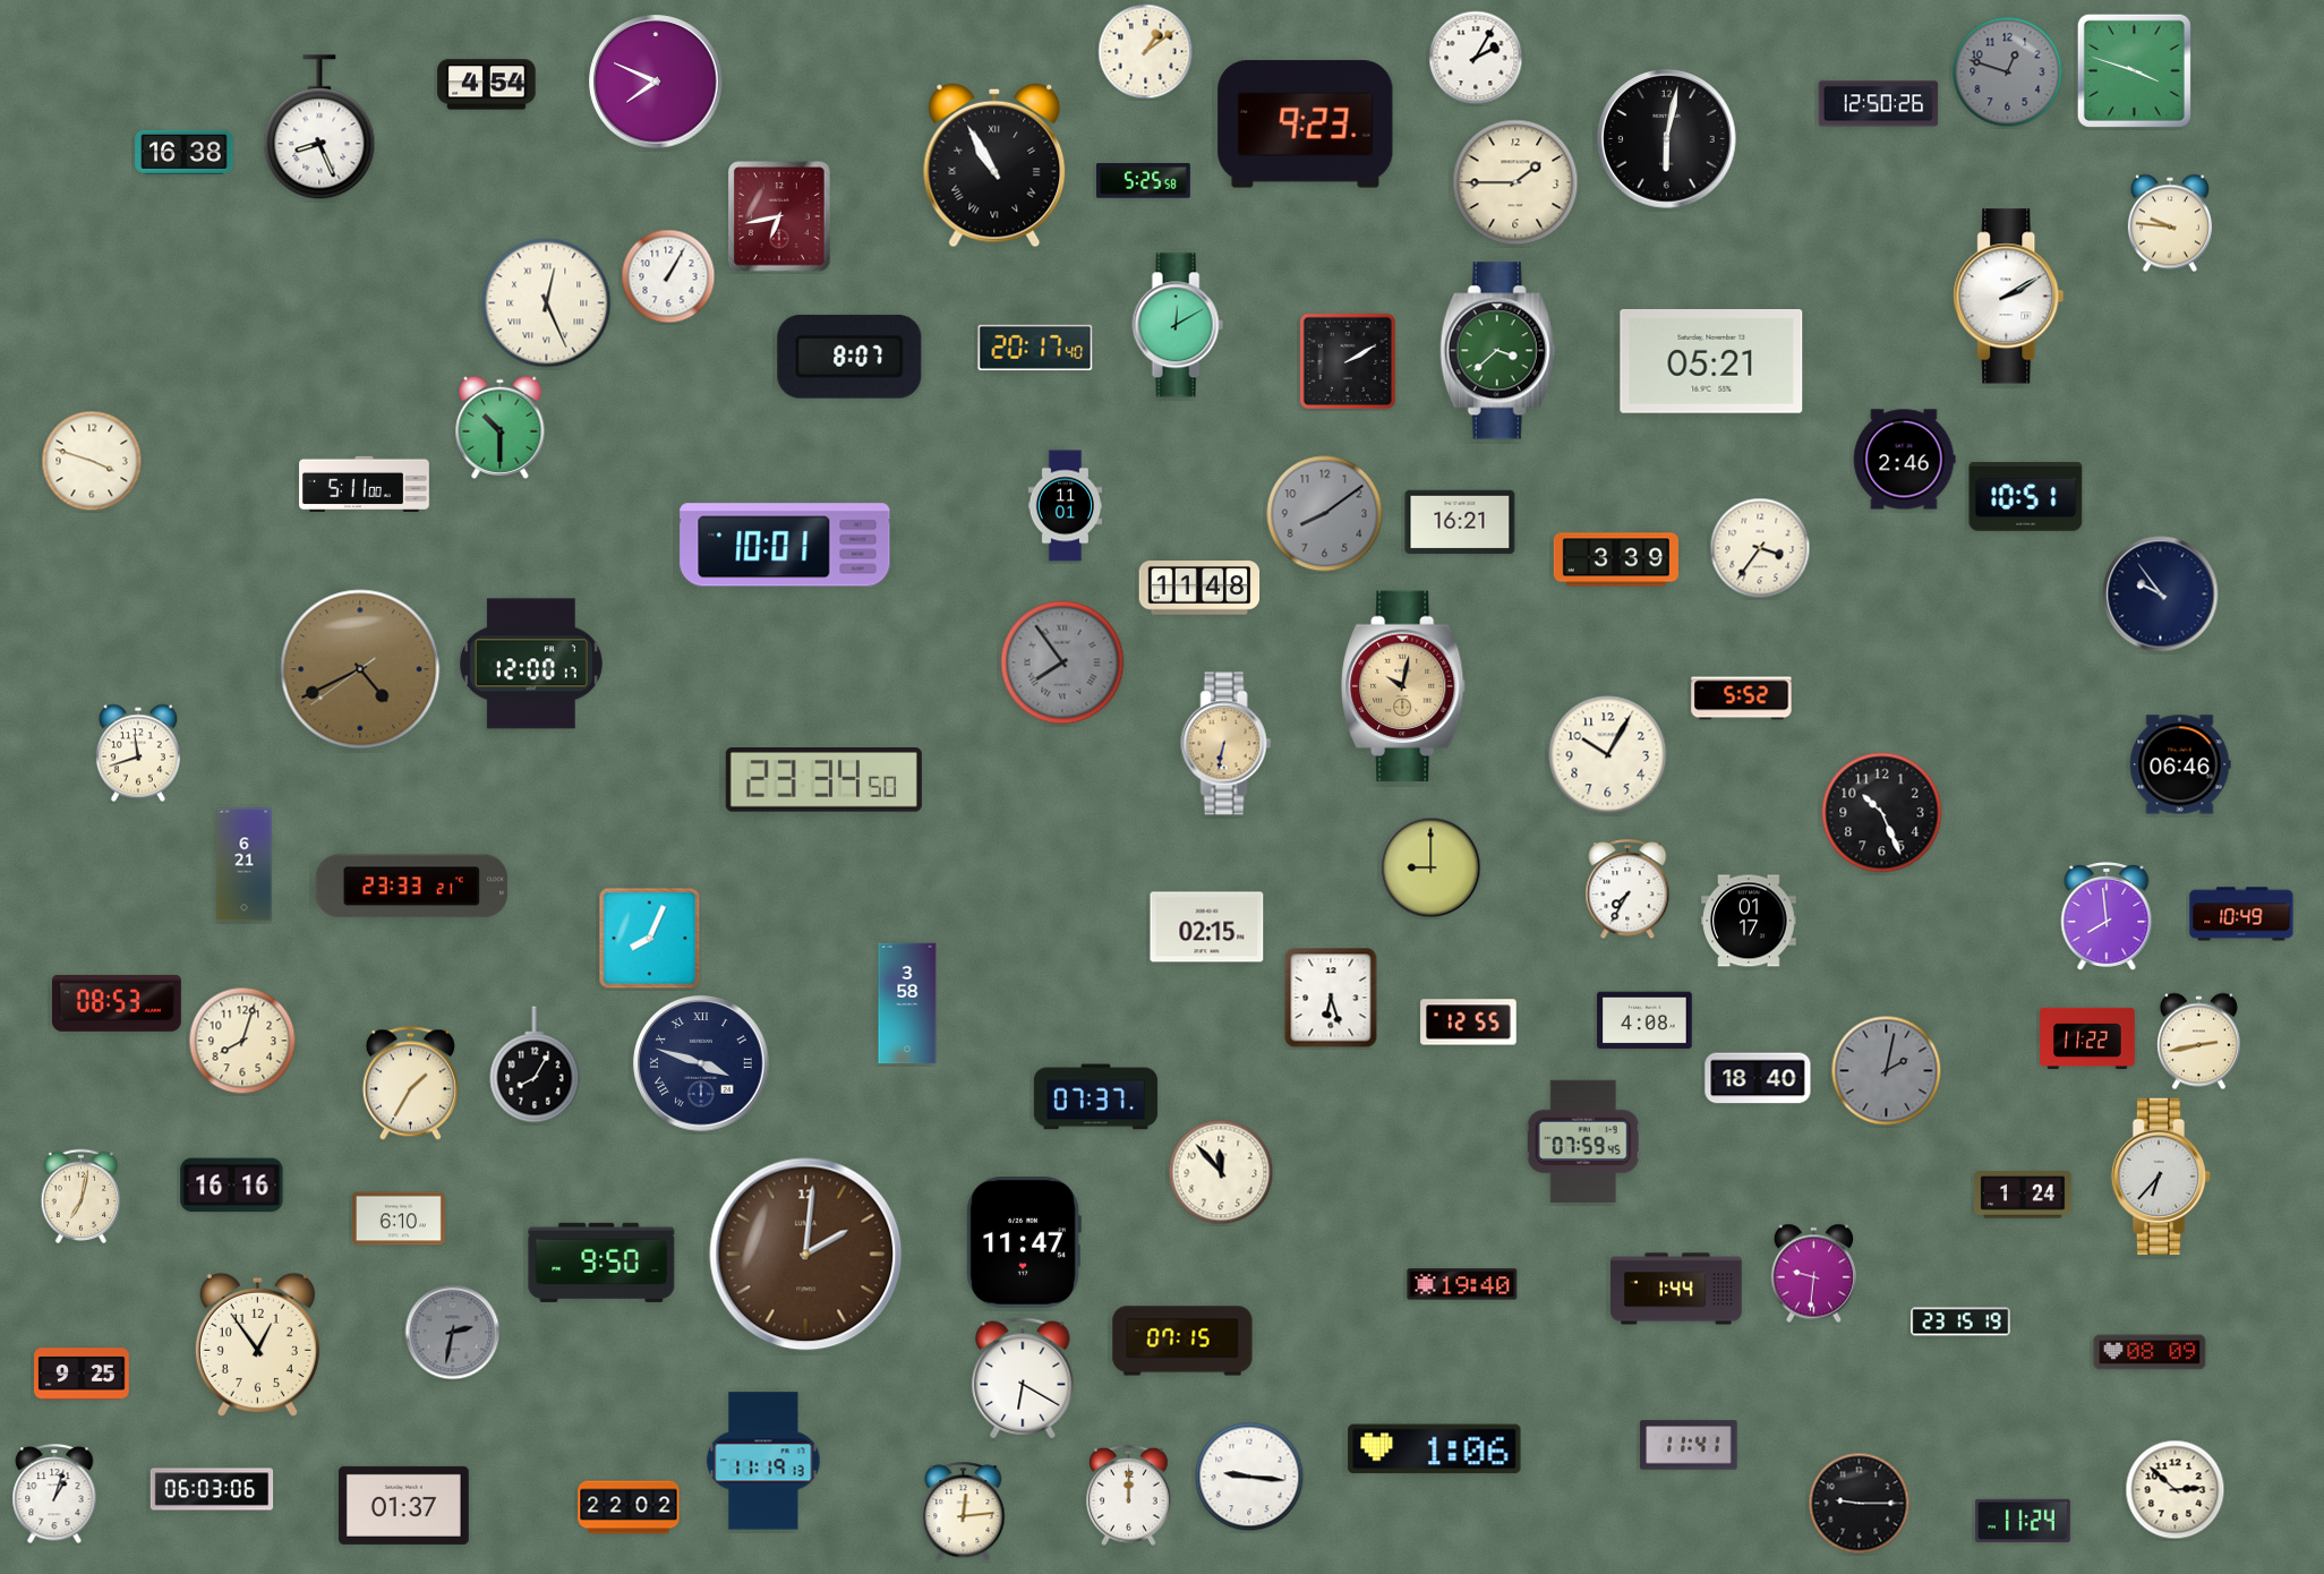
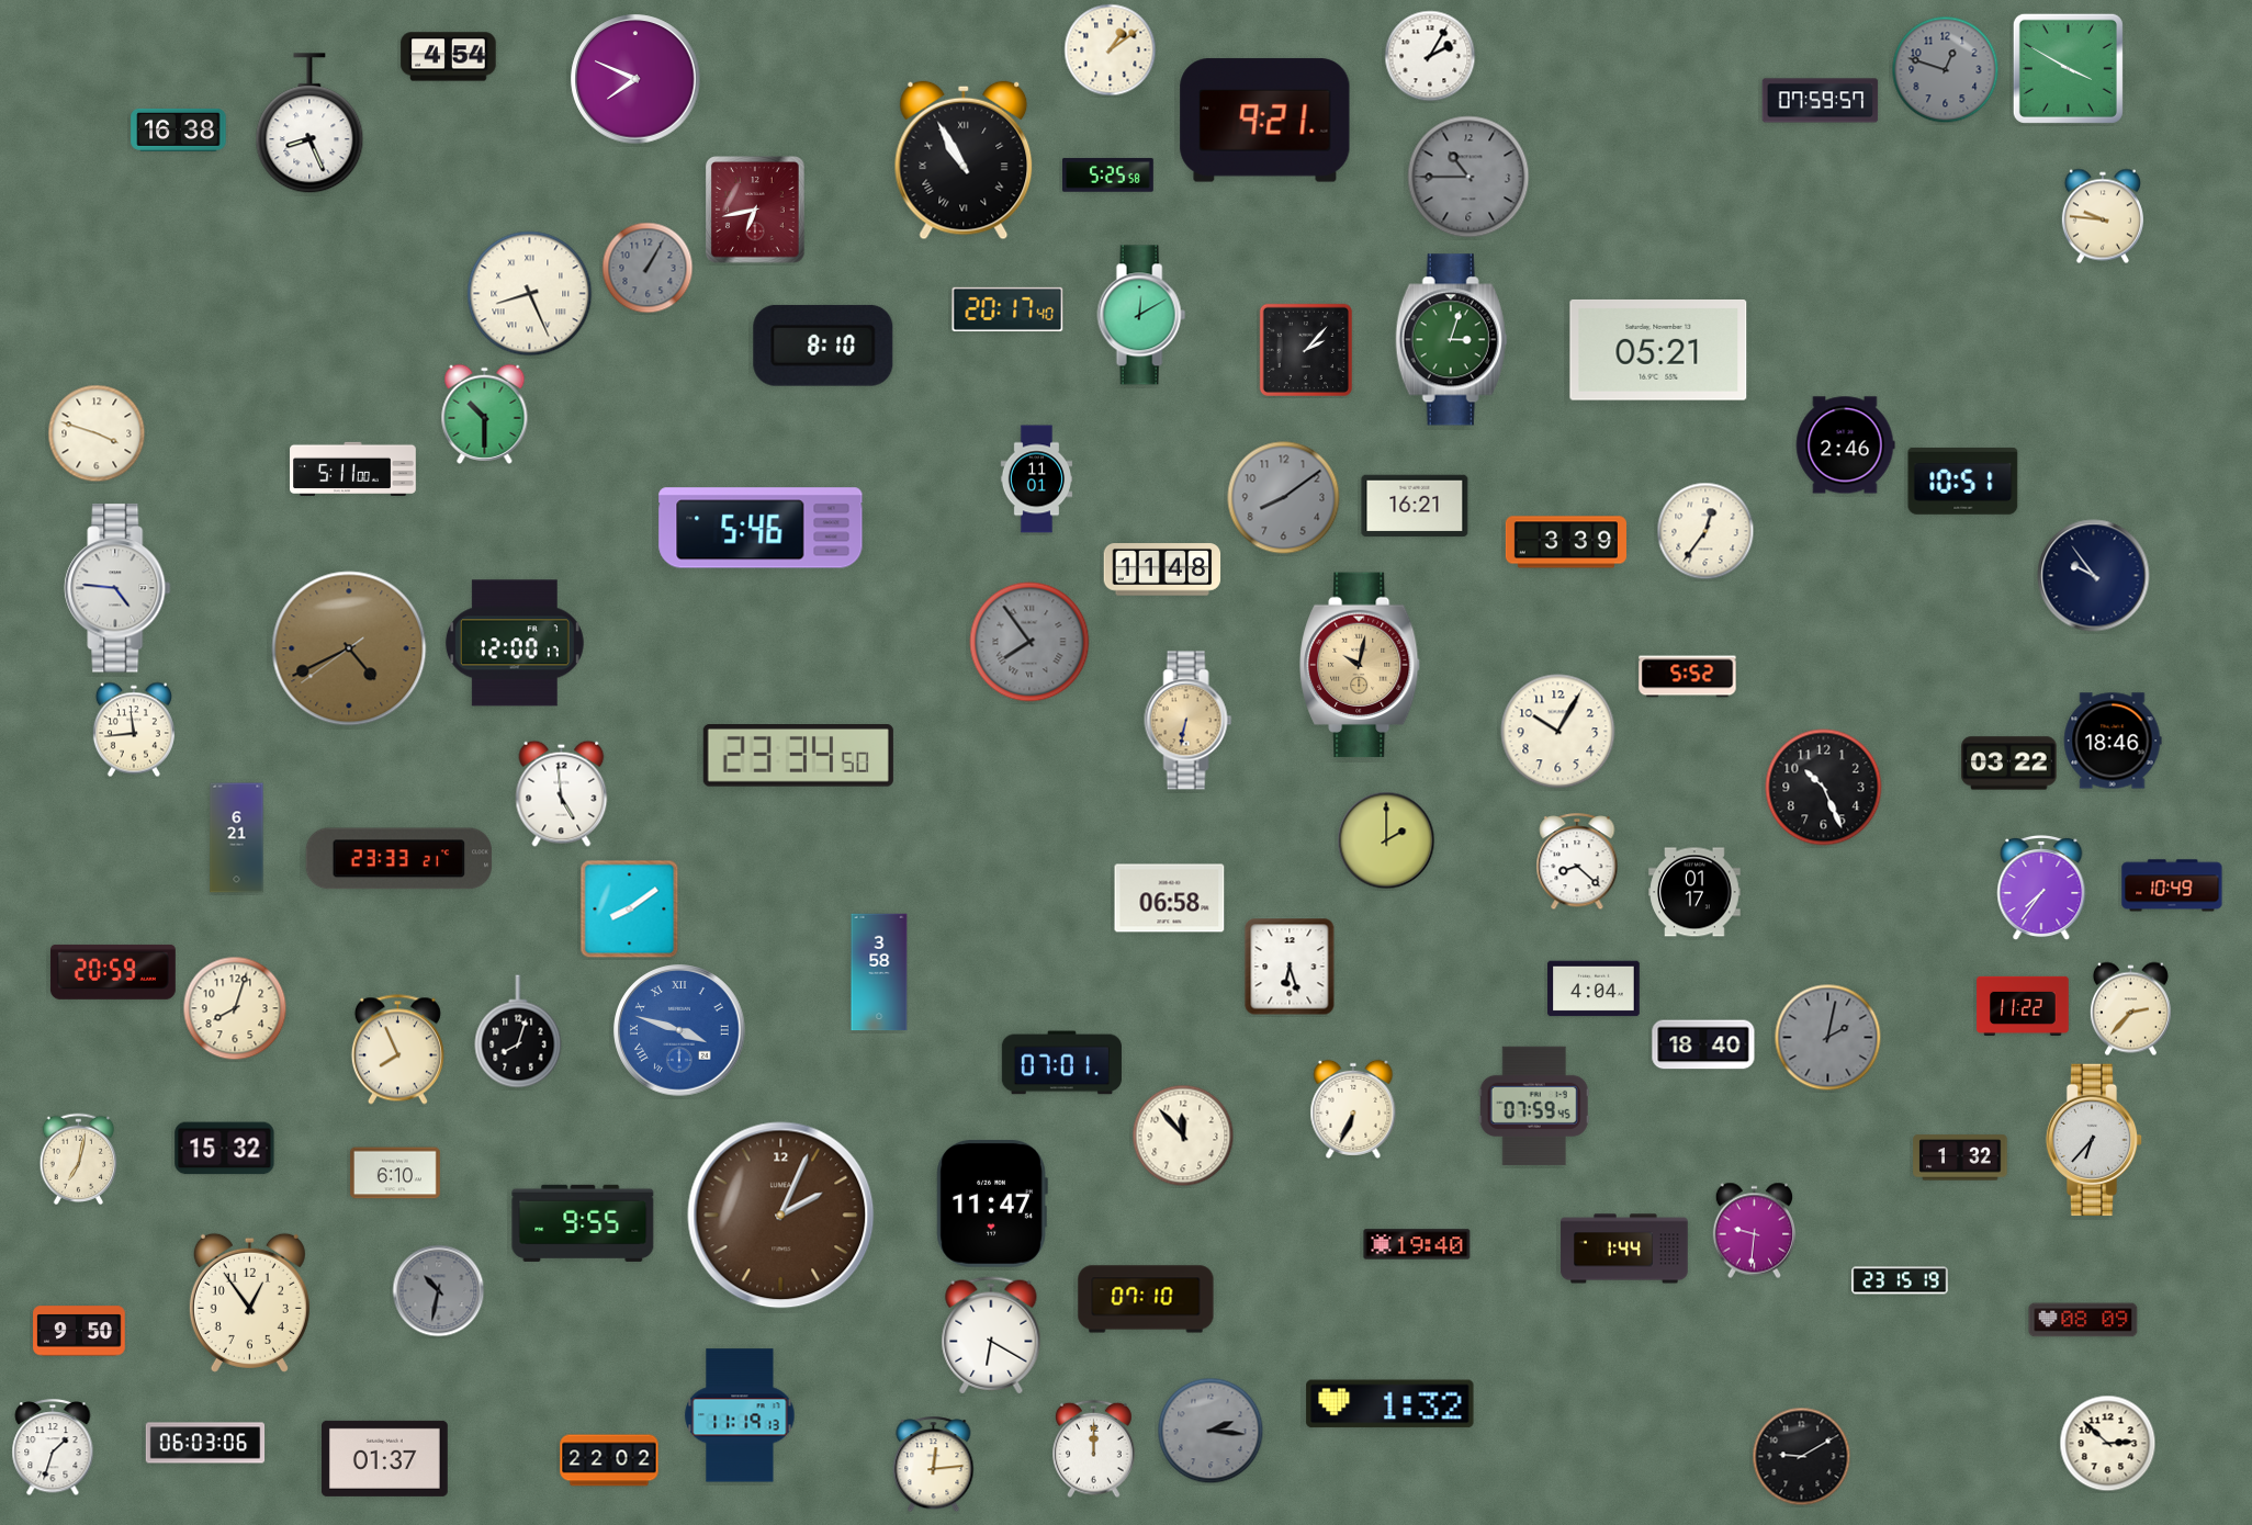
clock at (2134, 70): 3:48 -> 3:50
clock at (487, 85) position: (487, 85) -> (449, 57)
clock at (1879, 104): 12:50 -> 07:59
clock at (1306, 125): 9:23 -> 9:21
clock at (1667, 139): 6:02 -> none
clock at (185, 152) position: (185, 152) -> (179, 129)
clock at (1515, 182): 1:45 -> 10:45
clock at (1515, 182) dial: cream -> grey
clock at (668, 276) dial: white -> grey
clock at (2009, 297): 2:10 -> none
clock at (547, 303): 12:26 -> 8:26
clock at (1035, 348) position: (1035, 348) -> (1007, 309)
clock at (1498, 351): 3:38 -> 3:03
clock at (849, 357): 8:07 -> 8:10
clock at (1348, 361): 2:10 -> 2:07
clock at (92, 461) position: (92, 461) -> (97, 433)
clock at (1066, 506) position: (1066, 506) -> (1037, 479)
clock at (785, 545): 10:01 -> 5:46
clock at (1760, 548): 3:36 -> 12:36
clock at (117, 588): none -> 4:46
clock at (138, 753): 11:42 -> 11:44
clock at (2180, 764): 06:46 -> 18:46
clock at (2009, 764): none -> 03:22
clock at (562, 793): none -> 4:59
clock at (1430, 867): 9:00 -> 2:00
clock at (1627, 890): 7:35 -> 8:22
clock at (2107, 917): 7:59 -> 7:36
clock at (1207, 927): 02:15 -> 06:58
clock at (650, 939): 8:04 -> 8:09
clock at (117, 1003): 08:53 -> 20:59
clock at (1644, 1020): 4:08 -> 4:04
clock at (1469, 1023): 12:55 -> none
clock at (2198, 1042): 2:43 -> 2:37
clock at (701, 1063) dial: navy -> blue
clock at (535, 1064): 8:05 -> 8:03
clock at (410, 1084): 1:35 -> 7:56
clock at (1095, 1097): 07:37 -> 07:01
clock at (1353, 1109): none -> 6:34
clock at (232, 1186): 16:16 -> 15:32
clock at (2023, 1195): 1:24 -> 1:32
clock at (399, 1218) position: (399, 1218) -> (395, 1173)
clock at (806, 1255): 2:01 -> 2:04
clock at (601, 1263): 9:50 -> 9:55
clock at (1813, 1274) position: (1813, 1274) -> (1754, 1231)
clock at (453, 1333): 2:32 -> 10:32
clock at (1182, 1341): 07:15 -> 07:10
clock at (2150, 1352) position: (2150, 1352) -> (2083, 1320)
clock at (82, 1374): 9:25 -> 9:50
clock at (1689, 1445): 11:41 -> none
clock at (1435, 1449): 1:06 -> 1:32
clock at (1249, 1477): 9:16 -> 2:16
clock at (1249, 1477) dial: white -> grey
clock at (54, 1495): 1:03 -> 1:33
clock at (1860, 1504): 9:15 -> 9:10
clock at (403, 1505) position: (403, 1505) -> (384, 1458)
clock at (2023, 1520): 11:24 -> none
